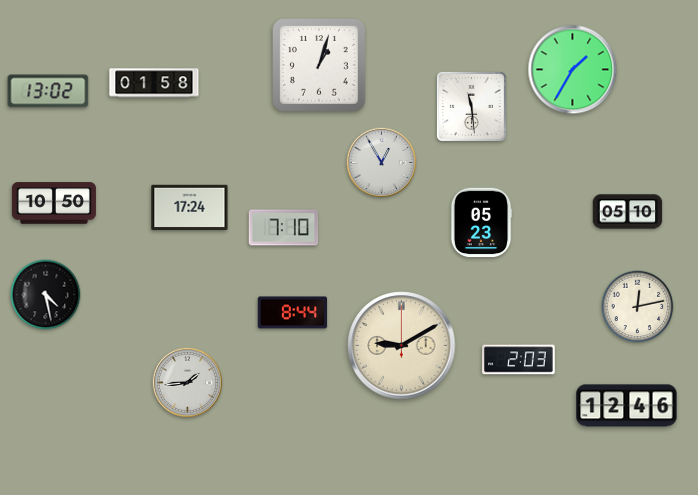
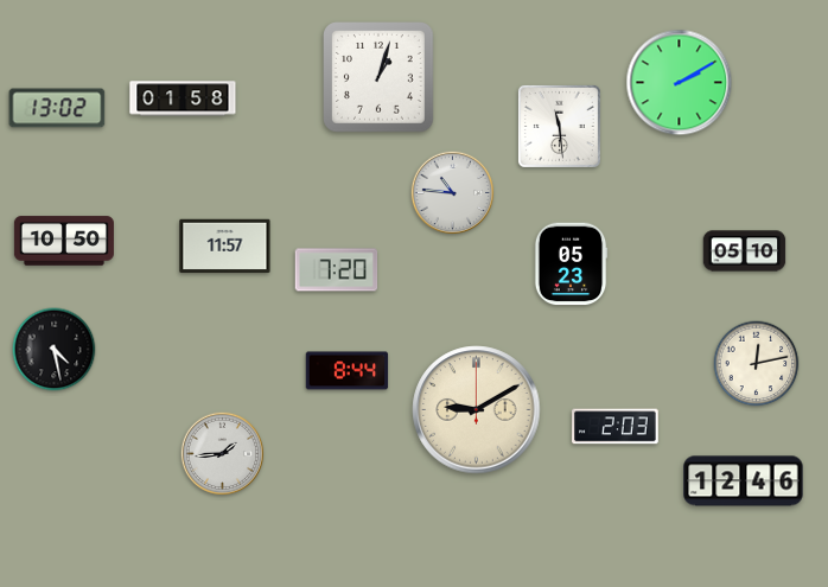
clock at (573, 70): 1:35 -> 2:10
clock at (381, 162): 12:55 -> 10:46
clock at (190, 208): 17:24 -> 11:57
clock at (284, 228): 7:10 -> 7:20
